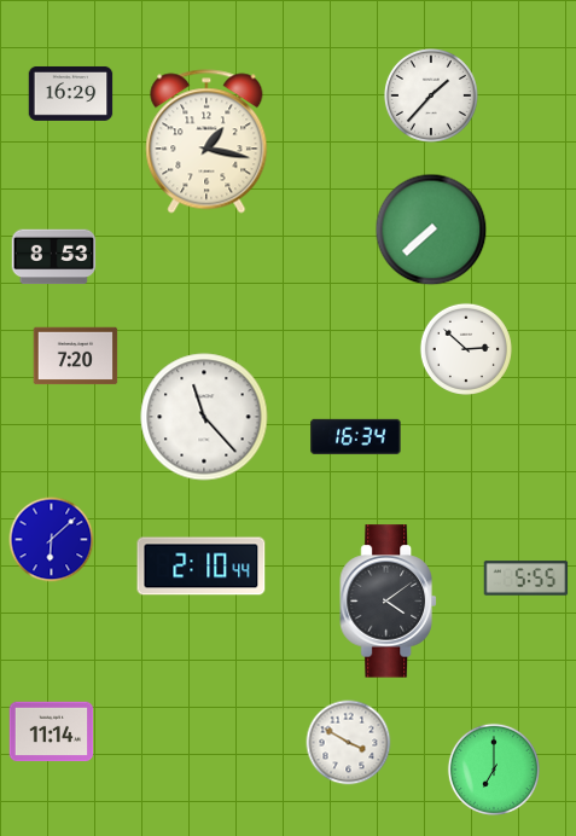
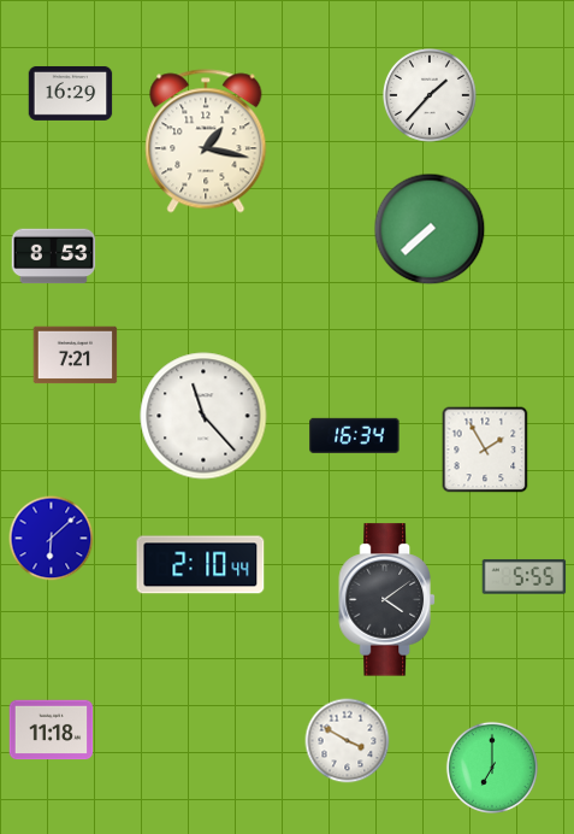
clock at (466, 349): 2:52 -> none
clock at (76, 356): 7:20 -> 7:21
clock at (485, 450): none -> 1:55
clock at (52, 732): 11:14 -> 11:18
